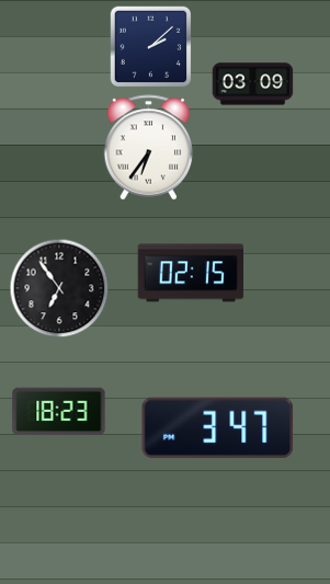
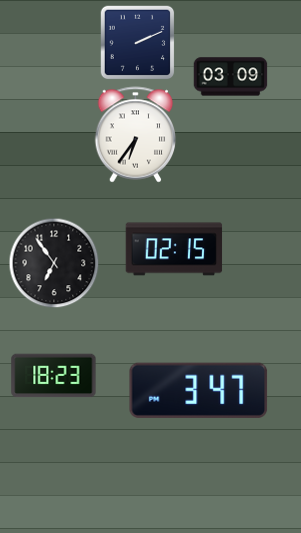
clock at (151, 47): 2:08 -> 2:11
